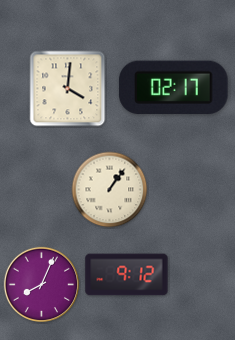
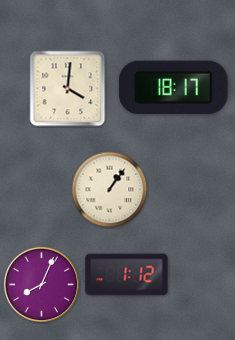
clock at (174, 87): 02:17 -> 18:17
clock at (127, 275): 9:12 -> 1:12
